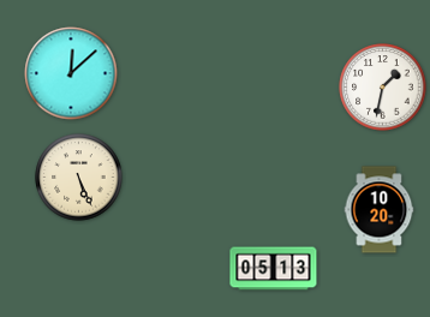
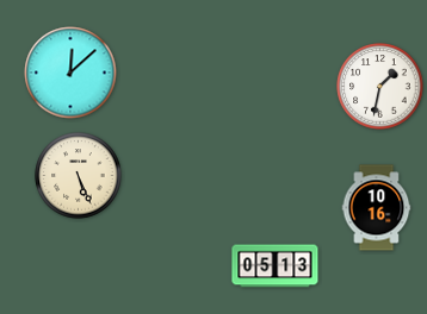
clock at (380, 210): 10:20 -> 10:16
clock at (274, 269) position: (274, 269) -> (276, 266)
